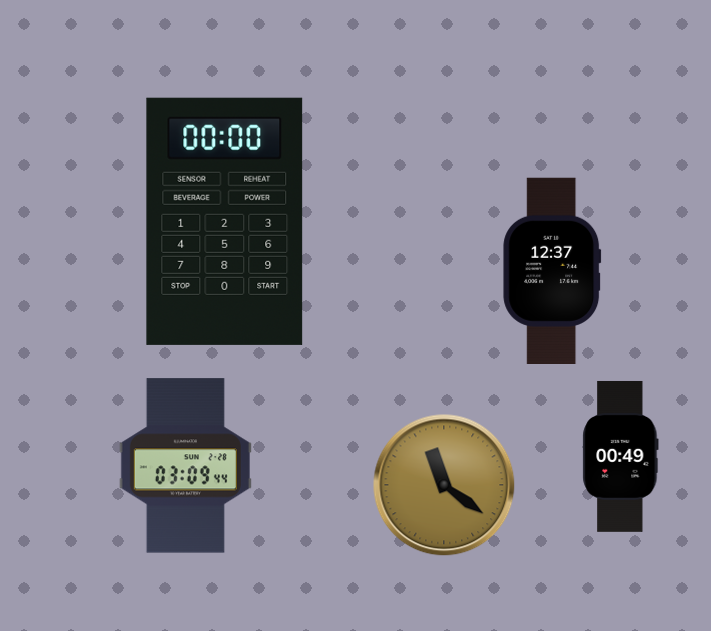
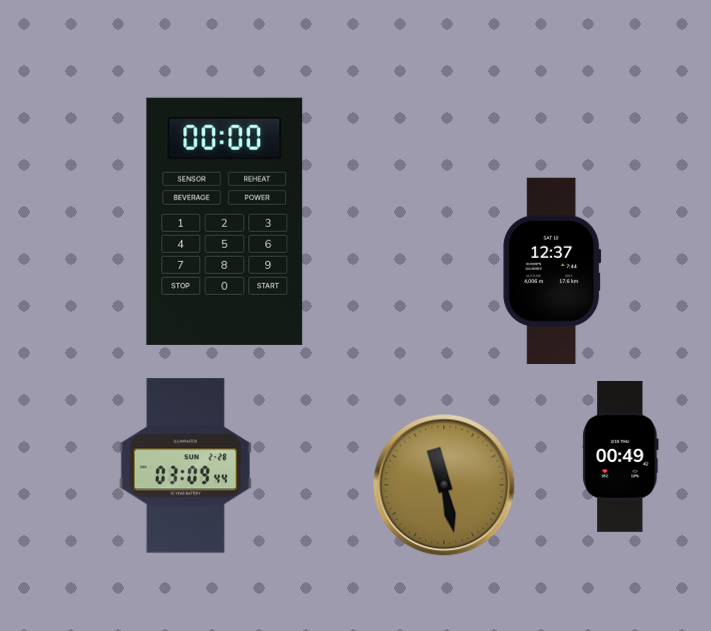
clock at (444, 485): 11:21 -> 11:28
